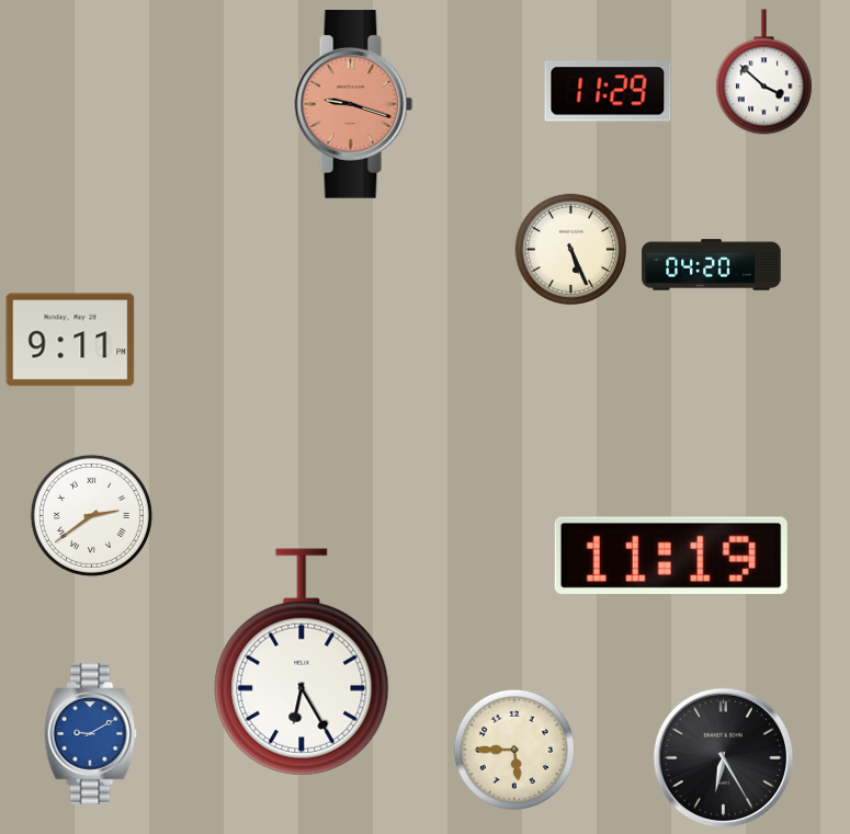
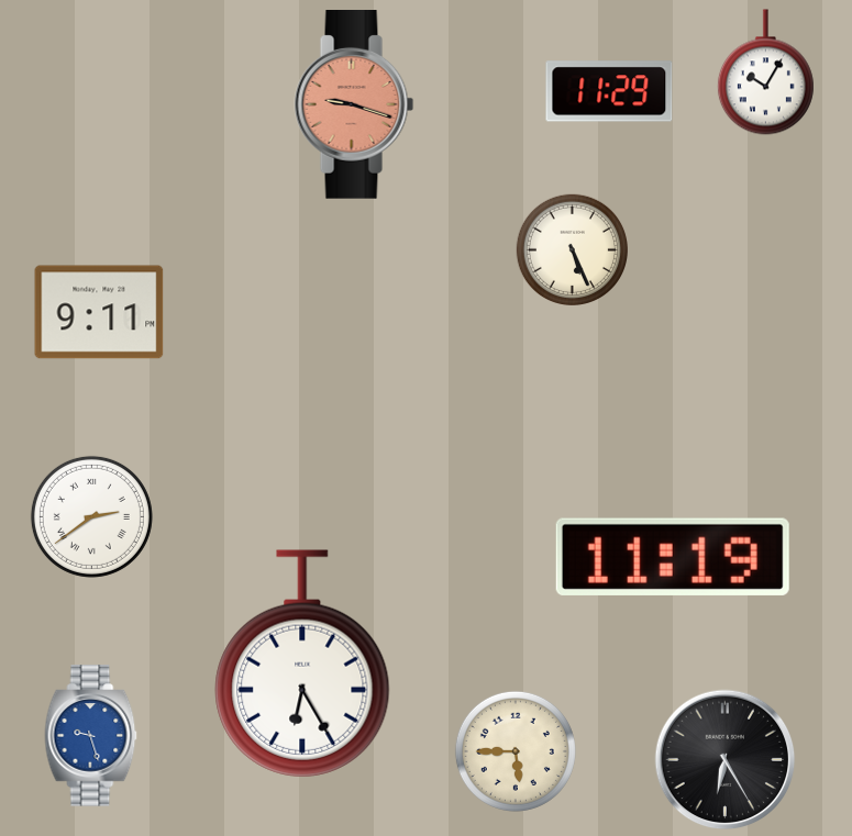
clock at (763, 72): 3:52 -> 10:05
clock at (712, 265): 04:20 -> none
clock at (70, 340) position: (70, 340) -> (99, 312)
clock at (91, 734): 9:10 -> 9:27
